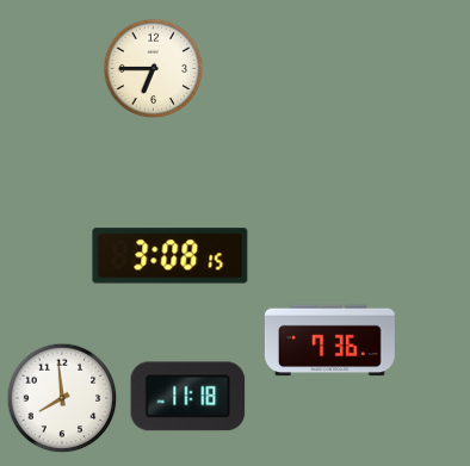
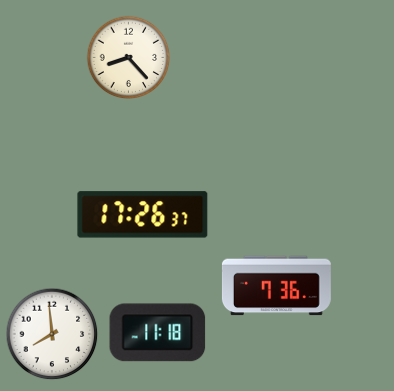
clock at (153, 68): 6:45 -> 8:23
clock at (171, 256): 3:08 -> 17:26
